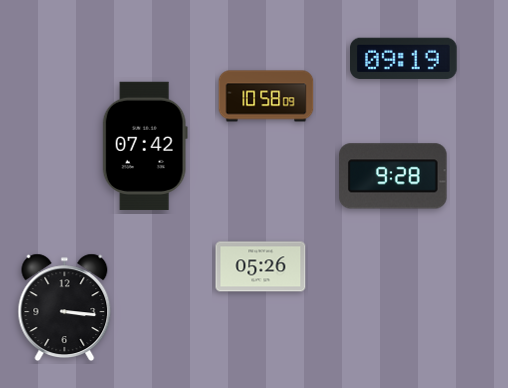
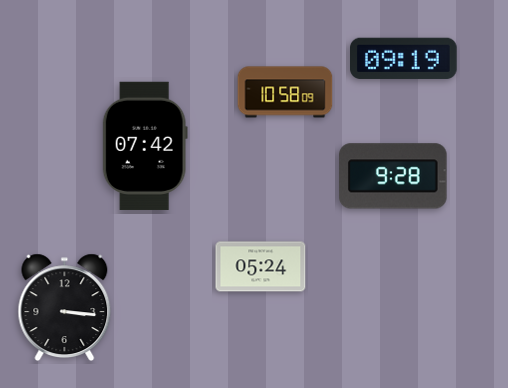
clock at (266, 96) position: (266, 96) -> (285, 92)
clock at (261, 267): 05:26 -> 05:24
